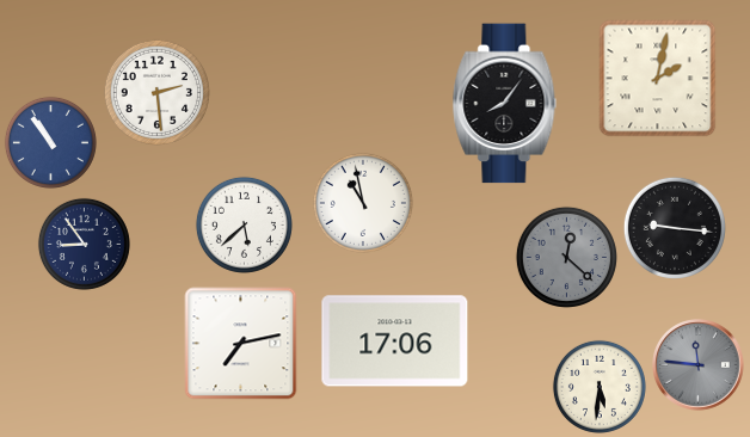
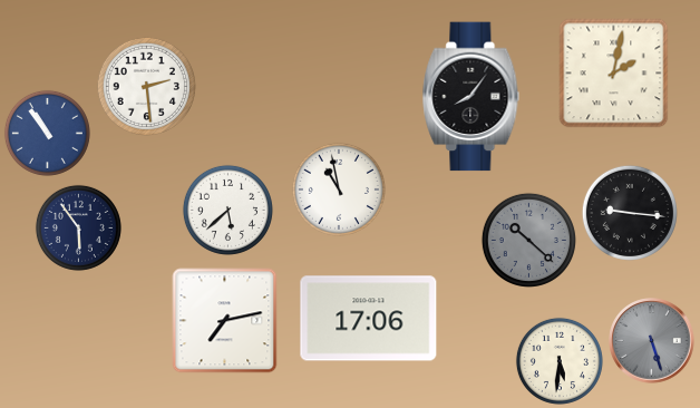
clock at (84, 244): 8:54 -> 5:54
clock at (566, 257): 12:22 -> 10:22
clock at (699, 365): 11:46 -> 5:27
